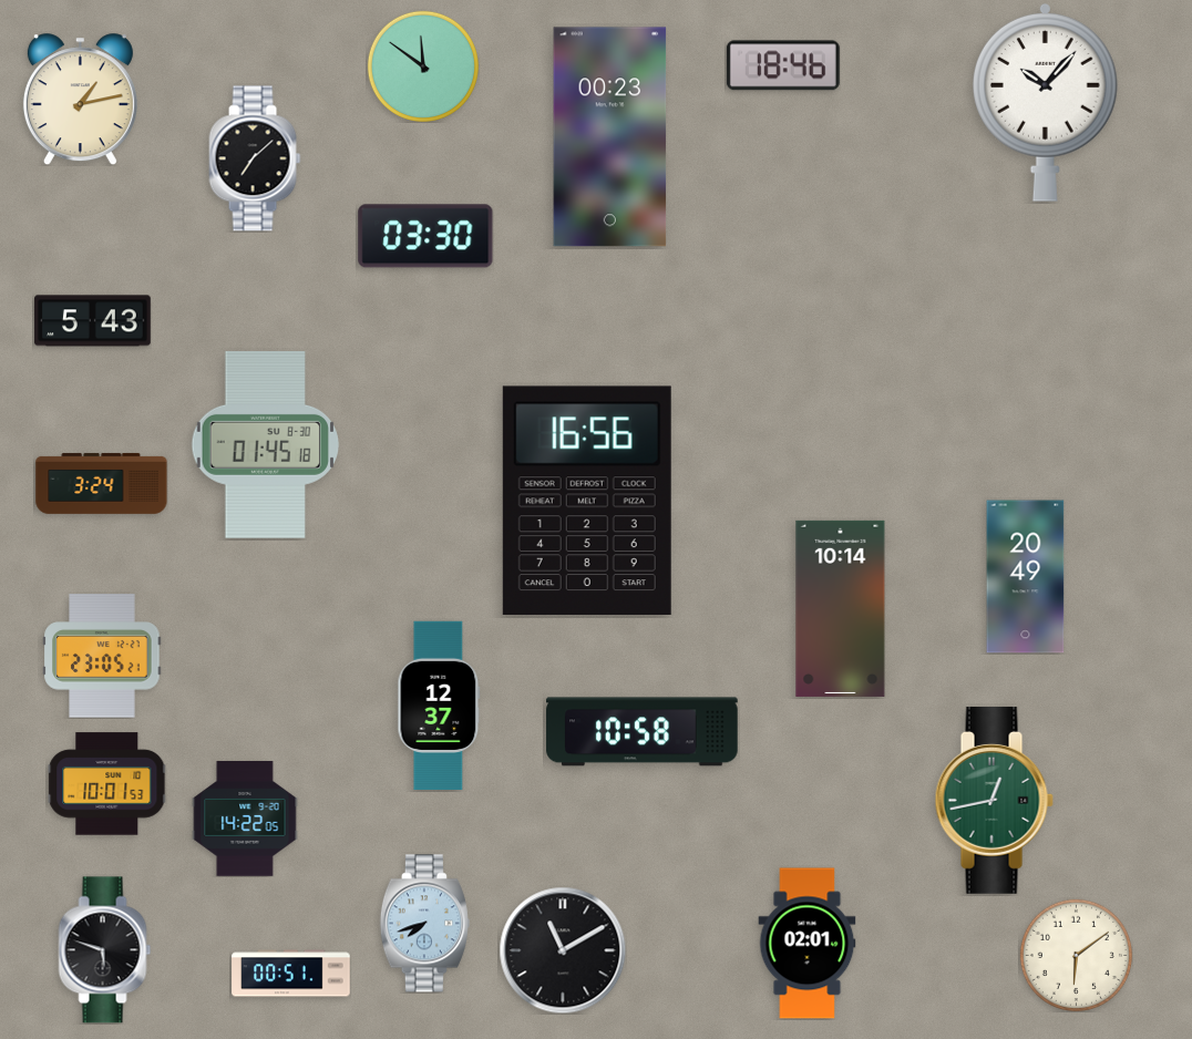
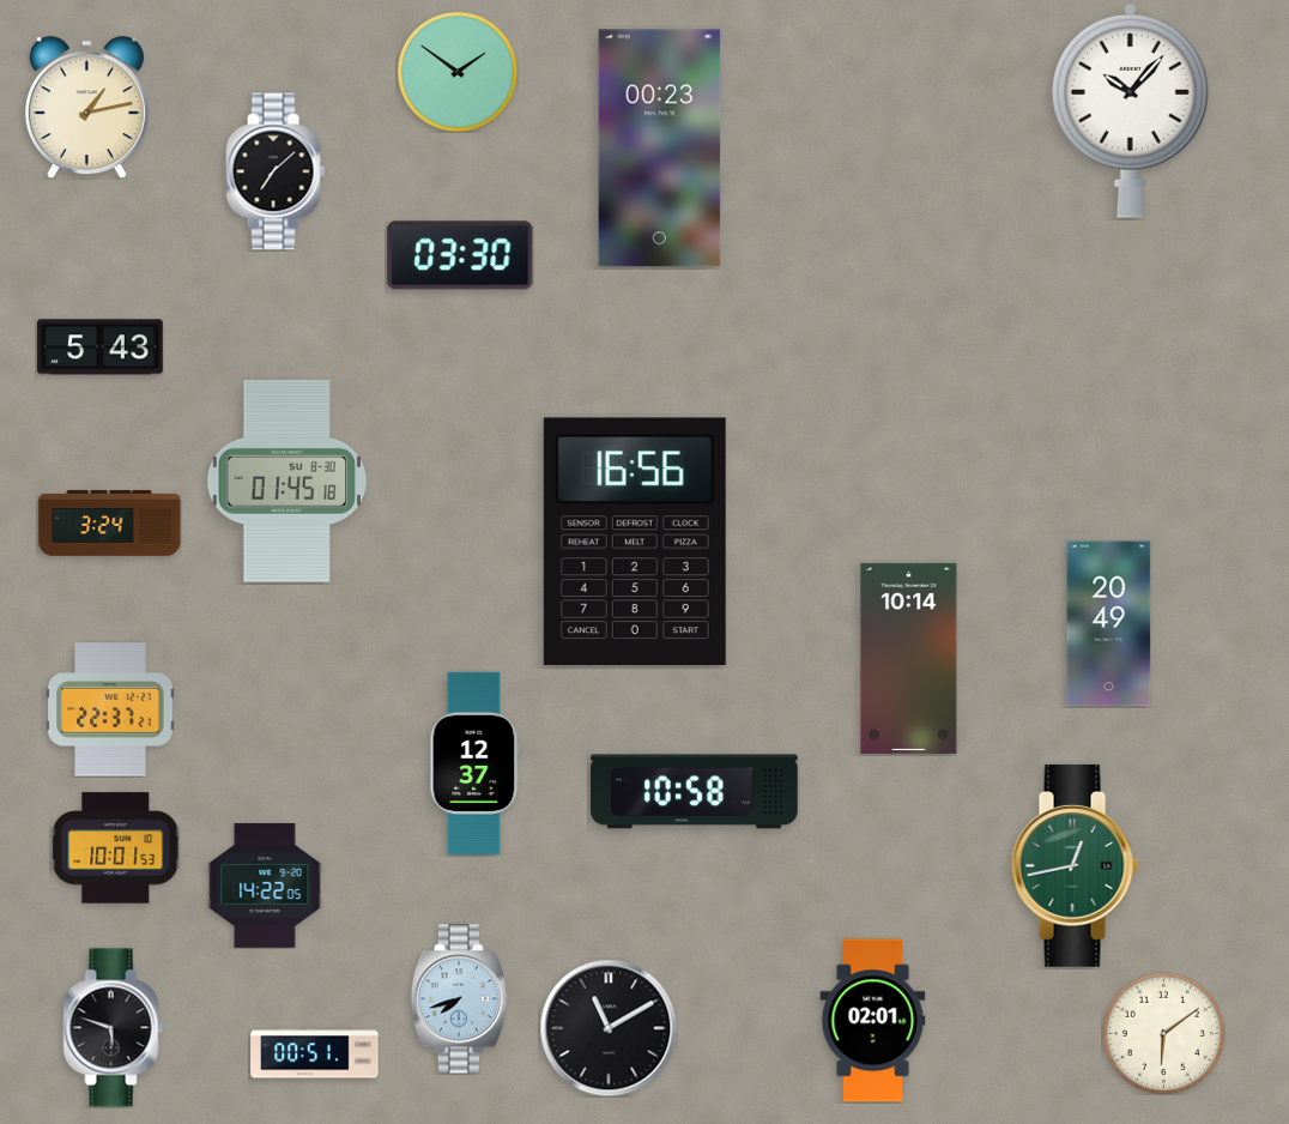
clock at (783, 65): 18:46 -> none
clock at (423, 66): 11:51 -> 1:51
clock at (102, 656): 23:05 -> 22:37
